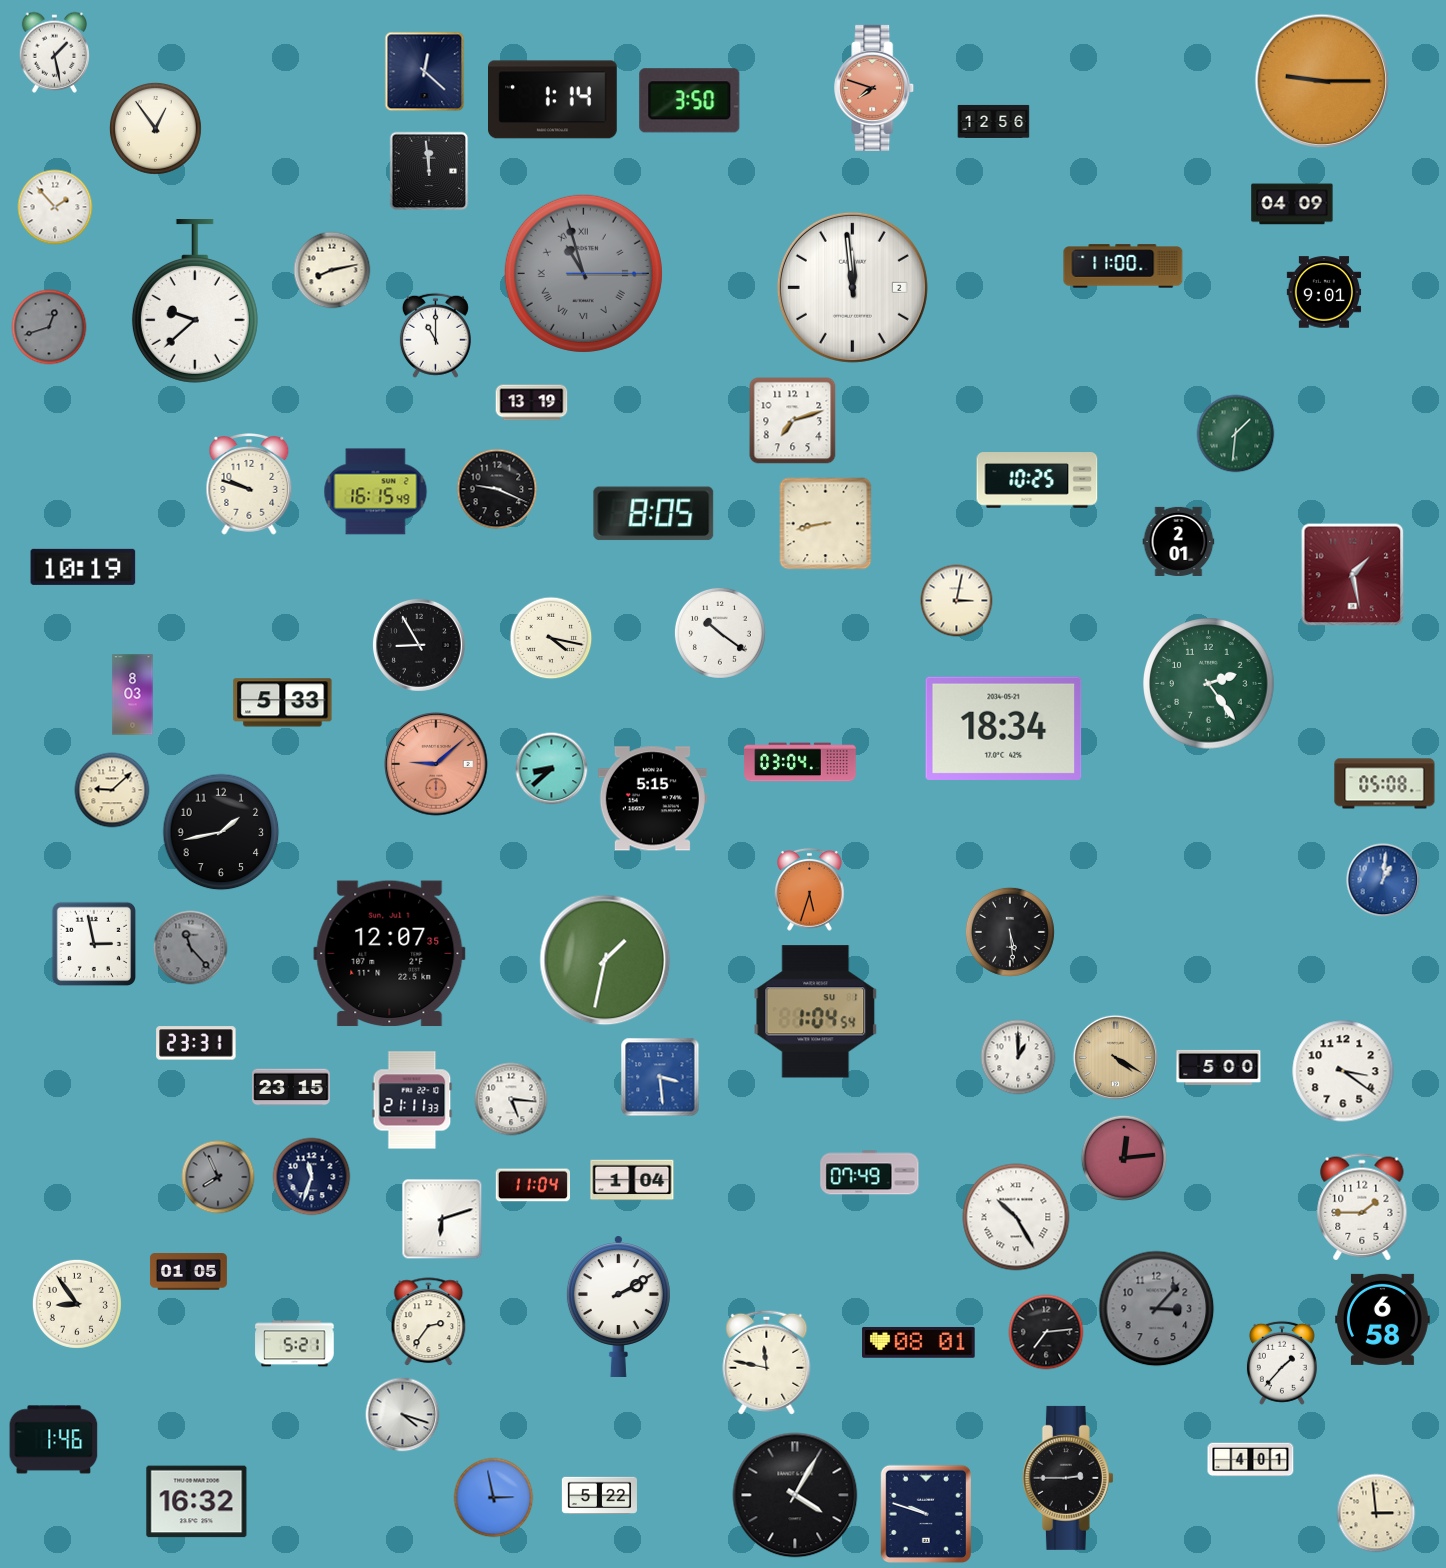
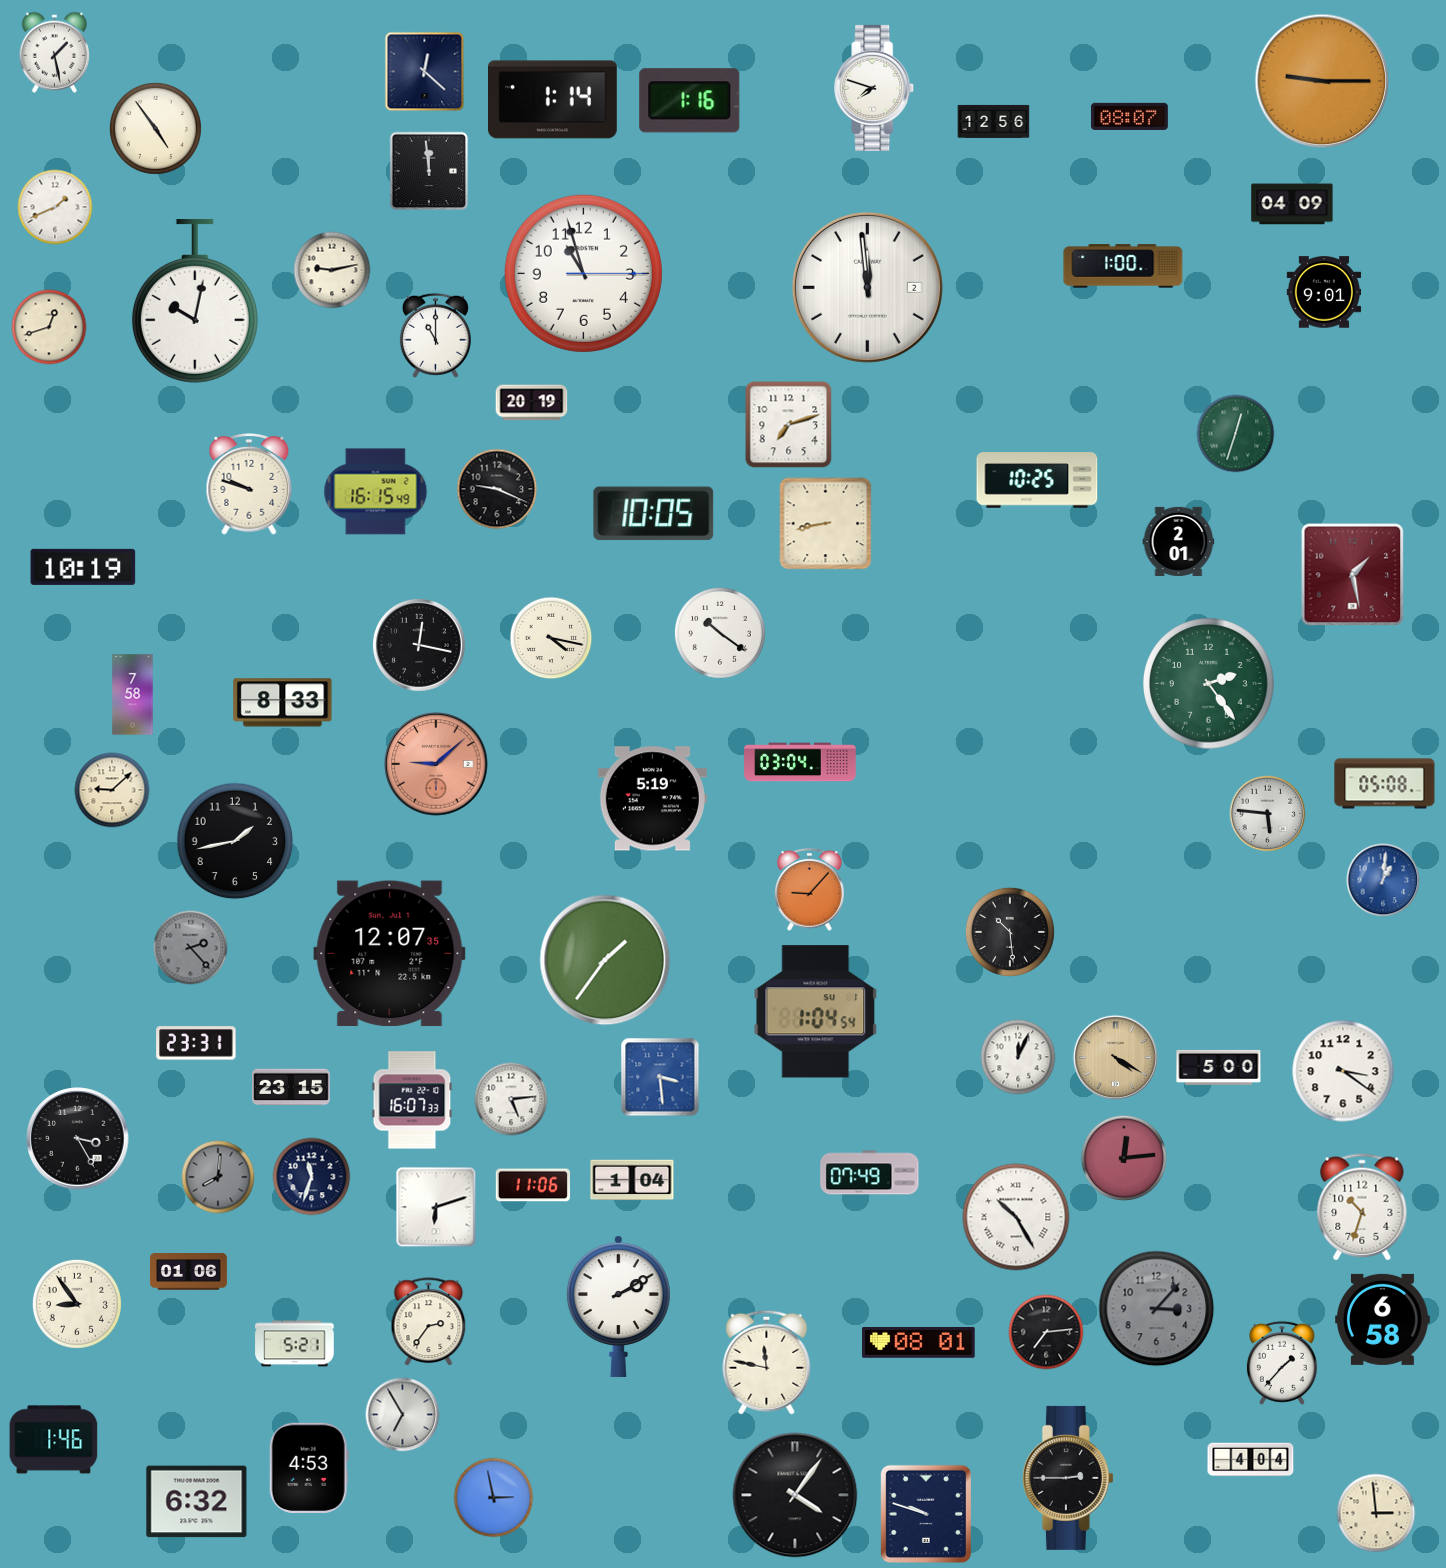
clock at (875, 88) dial: salmon -> white
clock at (690, 101): 3:50 -> 1:16
clock at (1129, 116): none -> 08:07
clock at (155, 128): 12:54 -> 4:54
clock at (55, 207): 1:53 -> 1:41
clock at (1123, 266): 11:00 -> 1:00
clock at (332, 270): 8:13 -> 9:13
clock at (583, 273) dial: grey -> white
clock at (583, 273) numerals: Roman -> Arabic
clock at (852, 287) position: (852, 287) -> (867, 287)
clock at (195, 301): 9:38 -> 10:02
clock at (49, 327) dial: grey -> cream
clock at (532, 403): 13:19 -> 20:19
clock at (793, 421) position: (793, 421) -> (789, 425)
clock at (1236, 434): 1:31 -> 12:33
clock at (654, 514): 8:05 -> 10:05
clock at (957, 601): 3:02 -> none
clock at (419, 645): 8:55 -> 12:17
clock at (133, 695): 8:03 -> 7:58
clock at (283, 703): 5:33 -> 8:33
clock at (1004, 728): 18:34 -> none
clock at (552, 769): 8:38 -> none
clock at (652, 799): 5:15 -> 5:19
clock at (1268, 814): none -> 5:46
clock at (221, 832) position: (221, 832) -> (235, 841)
clock at (810, 889): 5:33 -> 9:07
clock at (1010, 932): 5:29 -> 10:29
clock at (93, 943): 2:58 -> none
clock at (191, 948): 11:23 -> 2:23
clock at (605, 960): 1:32 -> 1:36
clock at (1018, 1057): 1:00 -> 12:04
clock at (511, 1099): 5:16 -> 5:14
clock at (412, 1100): 21:11 -> 16:07
clock at (78, 1139): none -> 3:25
clock at (218, 1177): 7:56 -> 8:01
clock at (532, 1185): 11:04 -> 11:06
clock at (1362, 1207): 1:45 -> 10:33
clock at (442, 1219) position: (442, 1219) -> (436, 1207)
clock at (188, 1272): 01:05 -> 01:06
clock at (403, 1415): 4:18 -> 6:55
clock at (1251, 1460): 4:01 -> 4:04
clock at (309, 1468): none -> 4:53
clock at (795, 1495): 4:05 -> 4:06
clock at (599, 1496): 5:22 -> none
clock at (197, 1502): 16:32 -> 6:32
